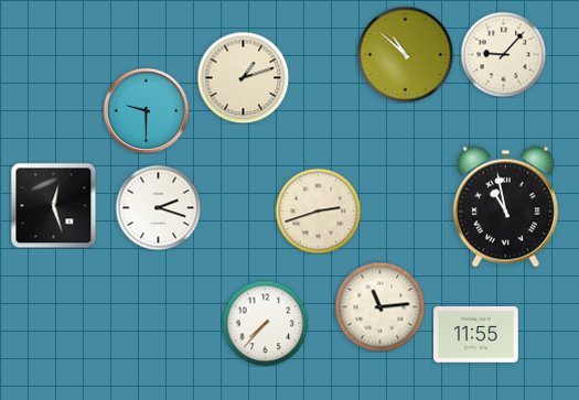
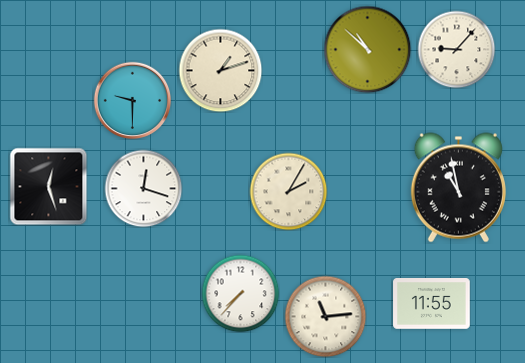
clock at (158, 207): 2:18 -> 12:18
clock at (318, 210): 2:42 -> 2:05
clock at (379, 306) position: (379, 306) -> (325, 316)
